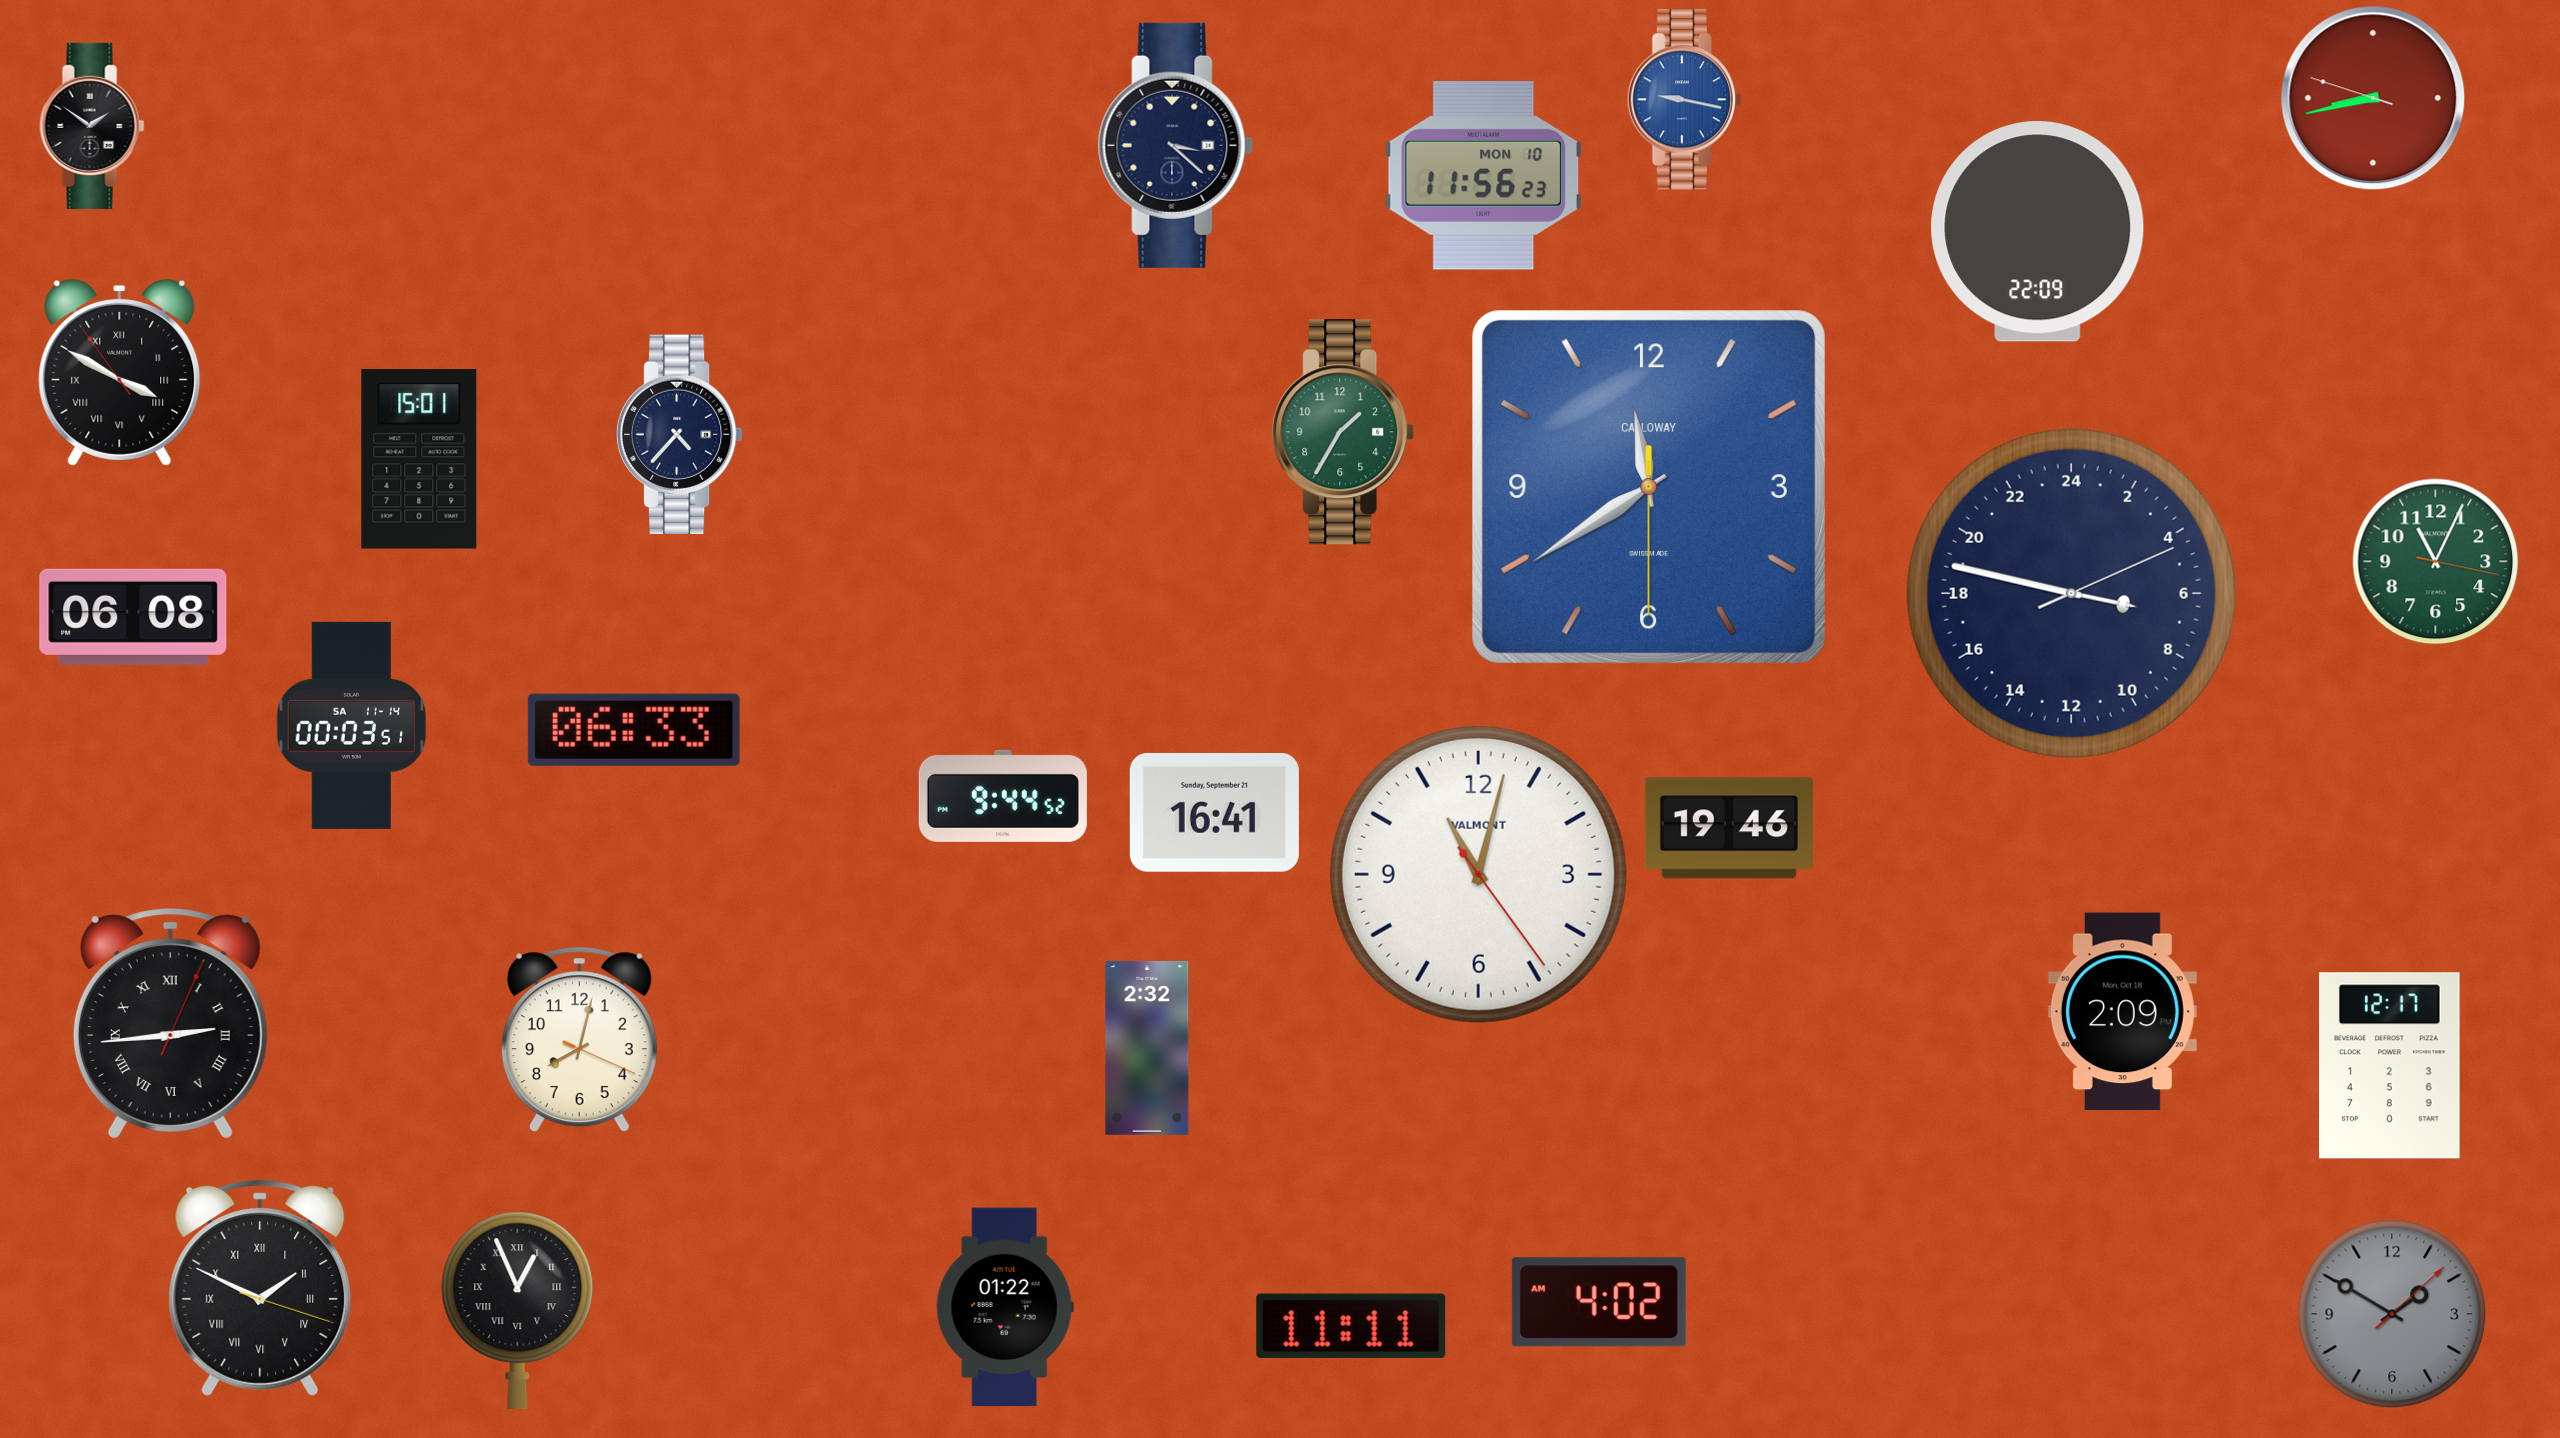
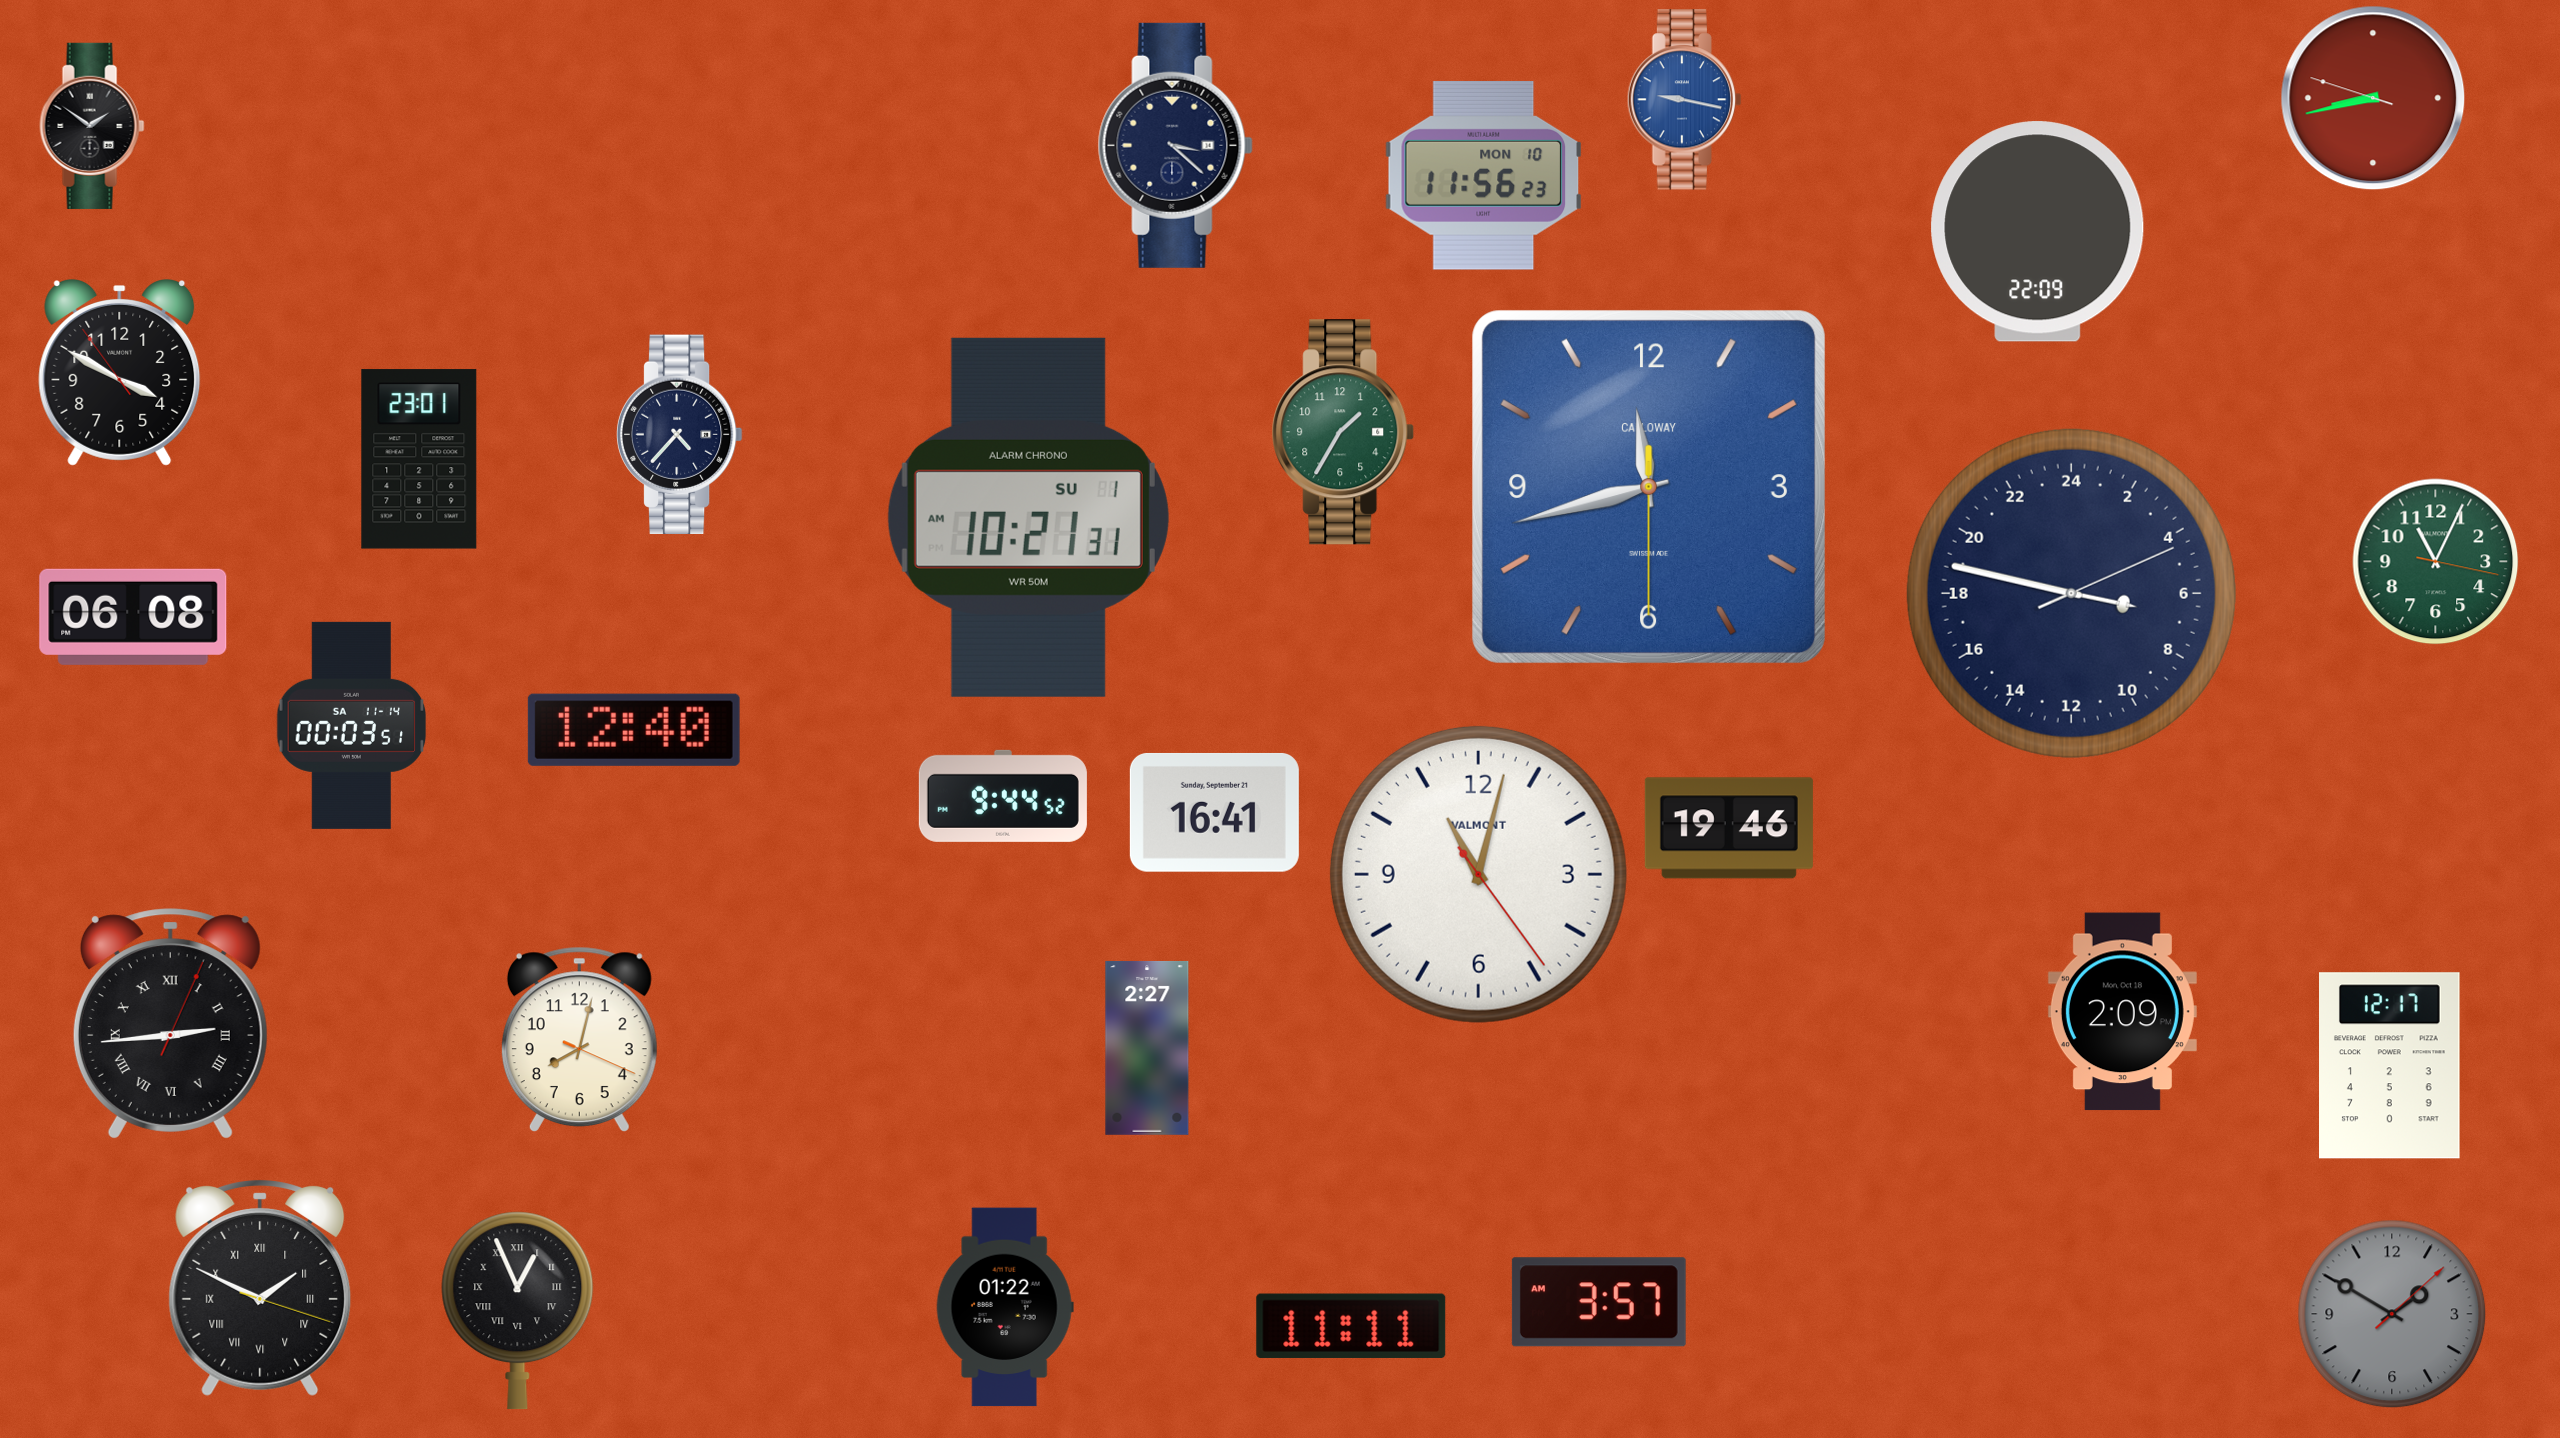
clock at (120, 373) numerals: Roman -> Arabic
clock at (419, 459): 15:01 -> 23:01
clock at (1649, 487): 11:39 -> 11:42
clock at (1028, 517): none -> 10:21
clock at (634, 730): 06:33 -> 12:40
clock at (1147, 1048): 2:32 -> 2:27
clock at (1599, 1302): 4:02 -> 3:57
